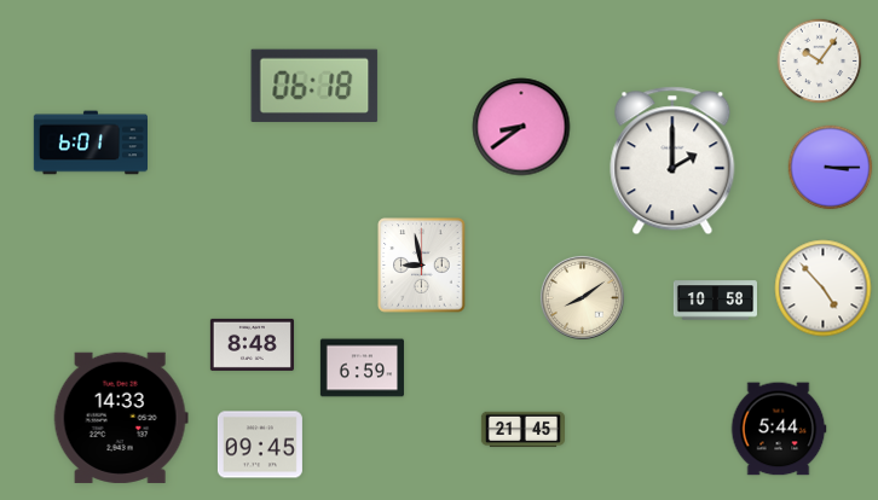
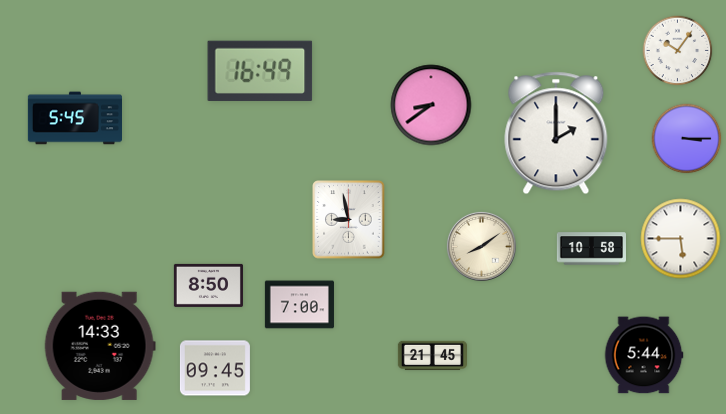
clock at (314, 86): 06:18 -> 16:49
clock at (89, 143): 6:01 -> 5:45
clock at (824, 289): 4:53 -> 5:45
clock at (252, 344): 8:48 -> 8:50
clock at (362, 368): 6:59 -> 7:00
